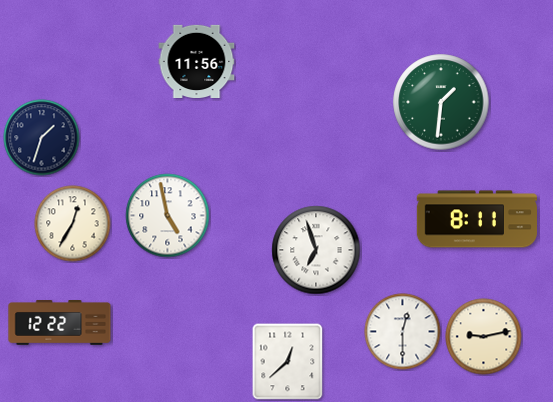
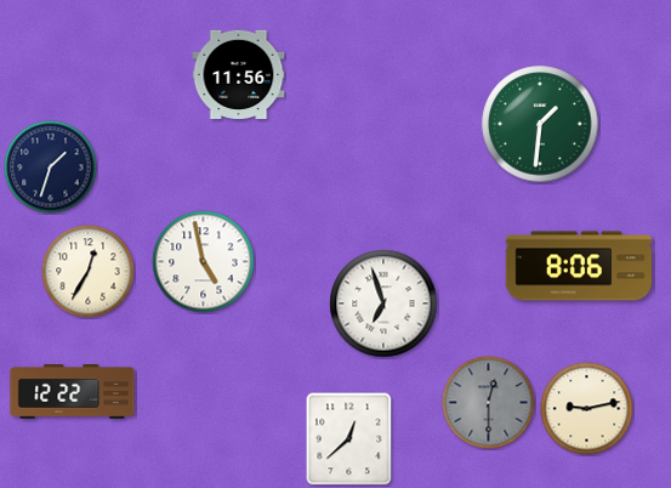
clock at (441, 102) position: (441, 102) -> (540, 124)
clock at (477, 219): 8:11 -> 8:06
clock at (403, 332) dial: white -> grey
